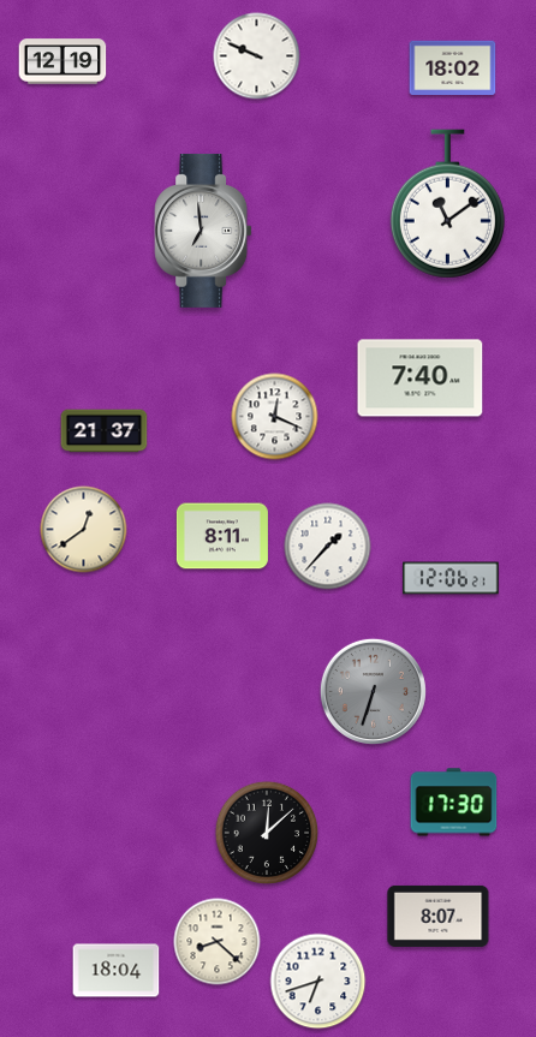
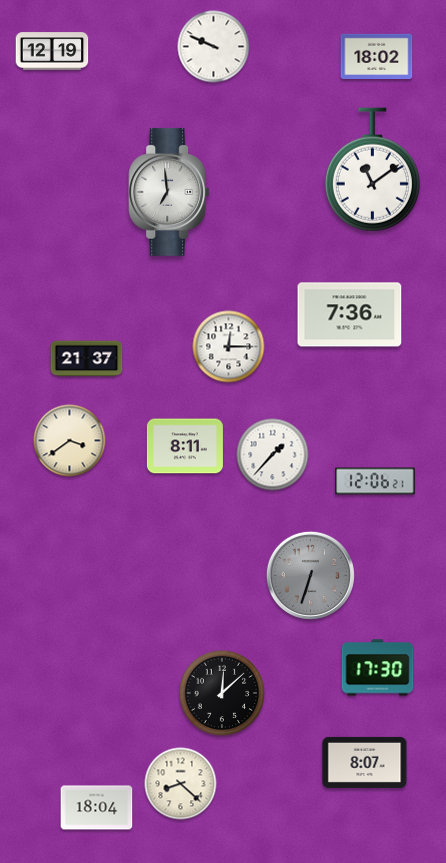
clock at (421, 379): 7:40 -> 7:36
clock at (275, 417): 12:19 -> 12:15
clock at (84, 530): 12:39 -> 3:39
clock at (318, 982): 6:42 -> none
